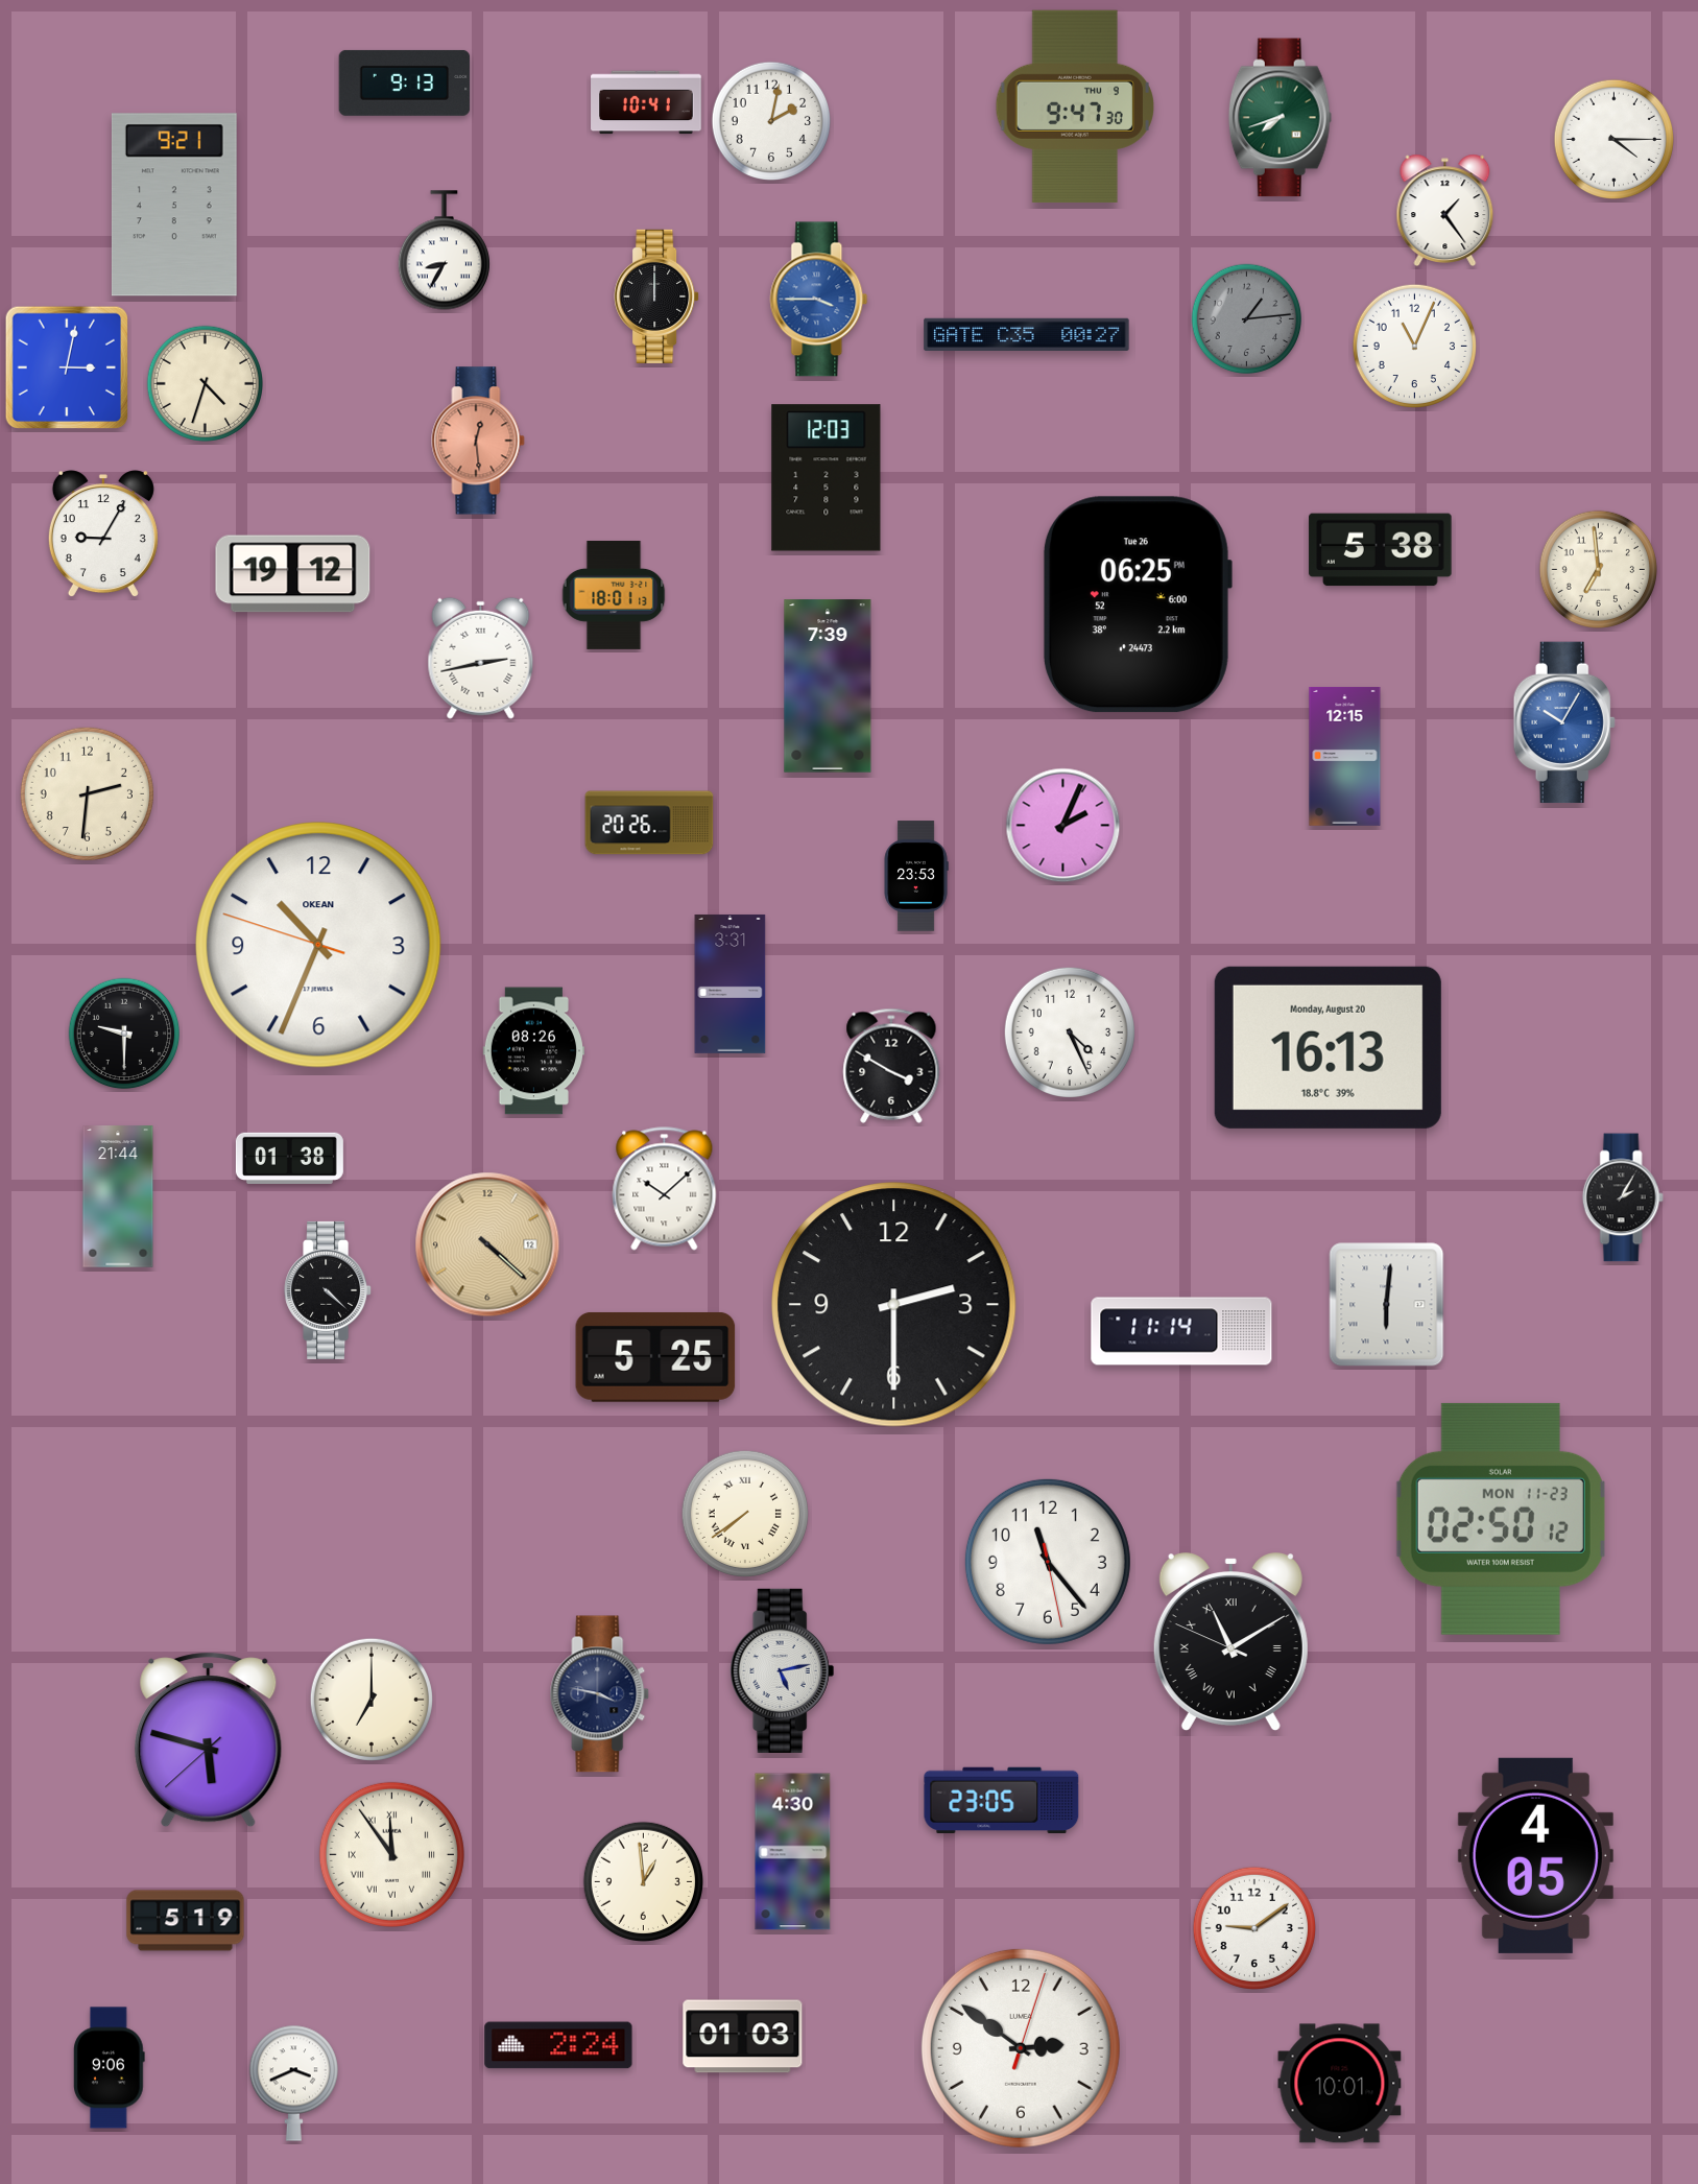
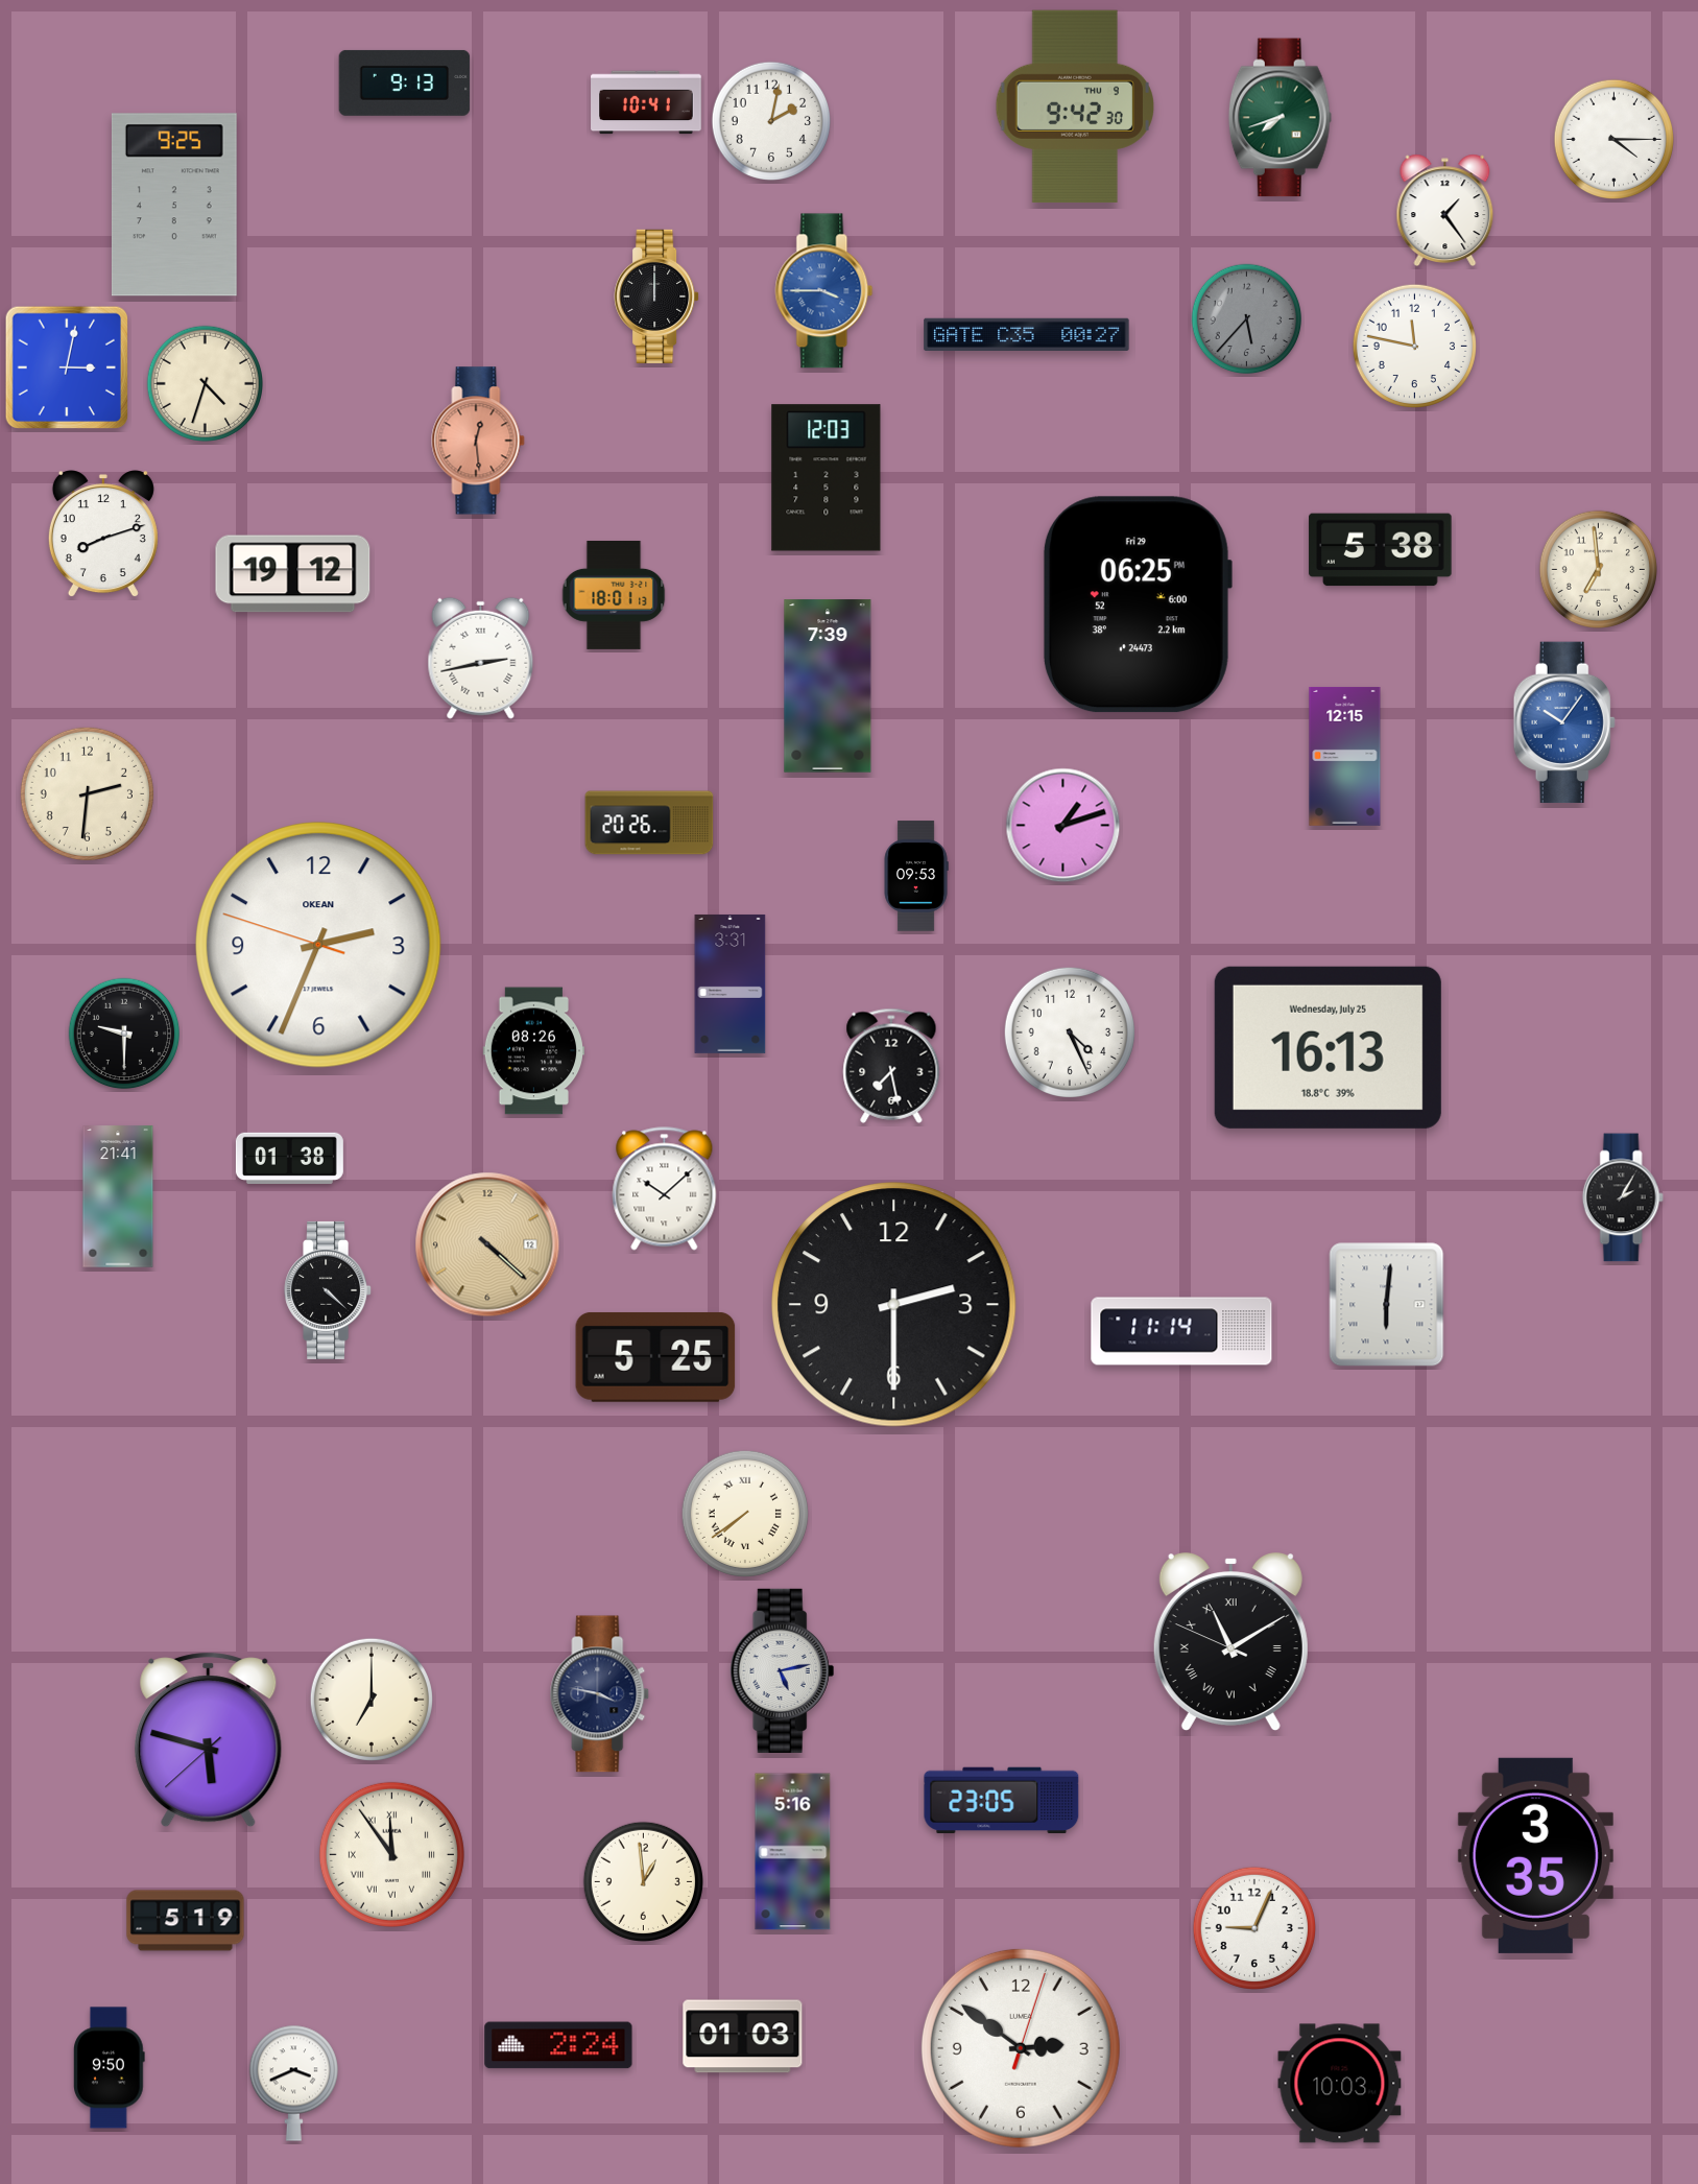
clock at (1074, 105): 9:47 -> 9:42
clock at (174, 205): 9:21 -> 9:25
clock at (444, 251): 8:35 -> none
clock at (819, 300) position: (819, 300) -> (824, 291)
clock at (1247, 319): 1:14 -> 5:37
clock at (1414, 346): 11:04 -> 11:47
clock at (103, 535): 9:05 -> 8:12
clock at (1137, 604) date: Tue 26 -> Fri 29
clock at (1564, 722): 10:05 -> 10:06
clock at (1063, 826): 2:04 -> 1:12
clock at (916, 876): 23:53 -> 09:53
clock at (318, 945): 10:33 -> 2:33
clock at (1328, 1047) date: Monday, August 20 -> Wednesday, July 25
clock at (891, 1066): 3:50 -> 7:28
clock at (118, 1196): 21:44 -> 21:41
clock at (1501, 1519): 02:50 -> none
clock at (1048, 1562): 11:23 -> none
clock at (793, 1852): 4:30 -> 5:16
clock at (1535, 1855): 4:05 -> 3:35
clock at (1253, 1927): 9:09 -> 9:04
clock at (110, 2068): 9:06 -> 9:50
clock at (1340, 2084): 10:01 -> 10:03
